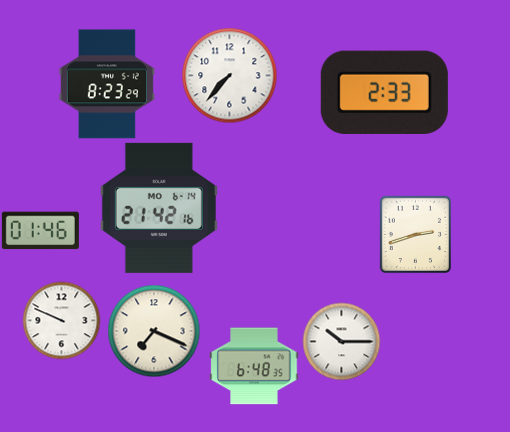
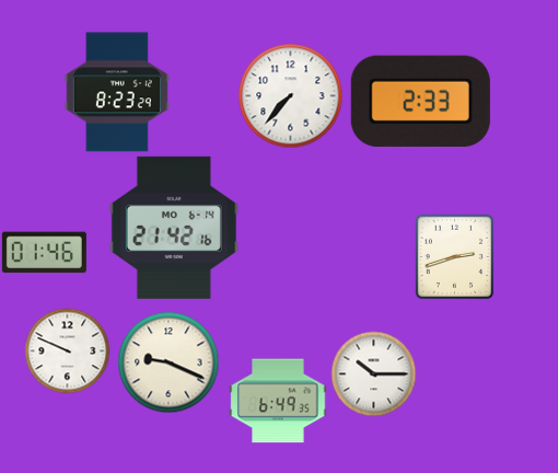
clock at (229, 75) position: (229, 75) -> (290, 95)
clock at (154, 331): 7:19 -> 9:19
clock at (254, 366): 6:48 -> 6:49
